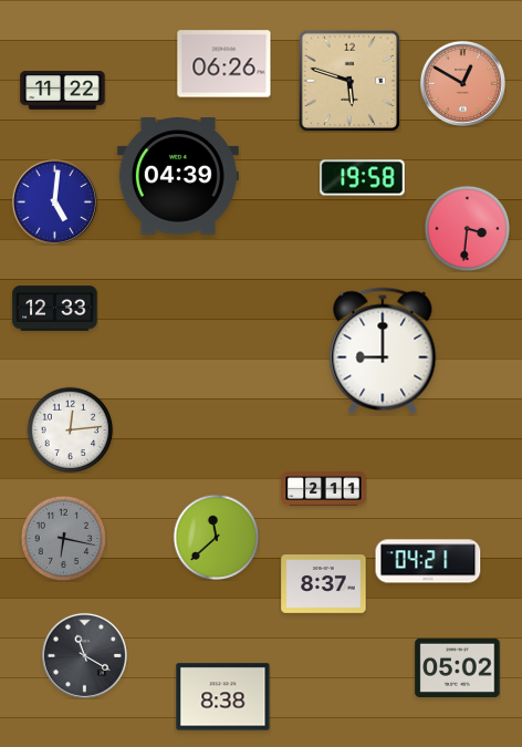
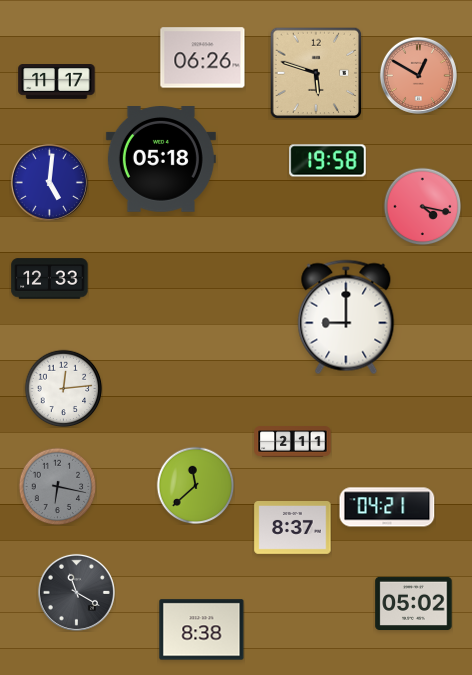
clock at (63, 91): 11:22 -> 11:17
clock at (178, 177): 04:39 -> 05:18
clock at (467, 228): 3:31 -> 4:17
